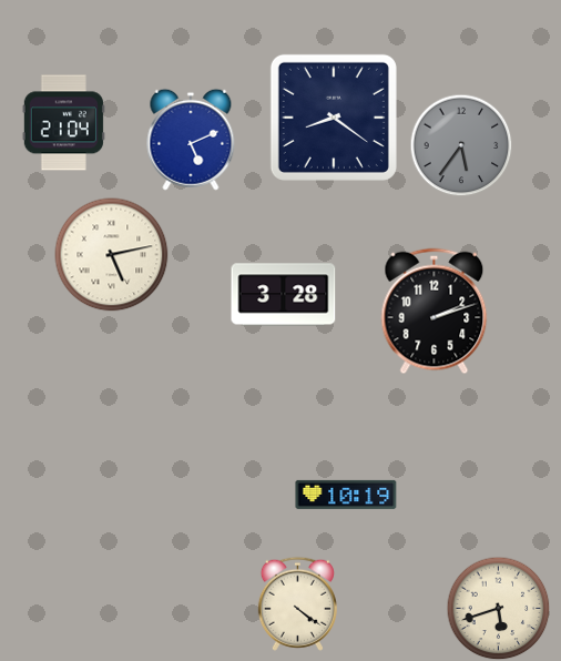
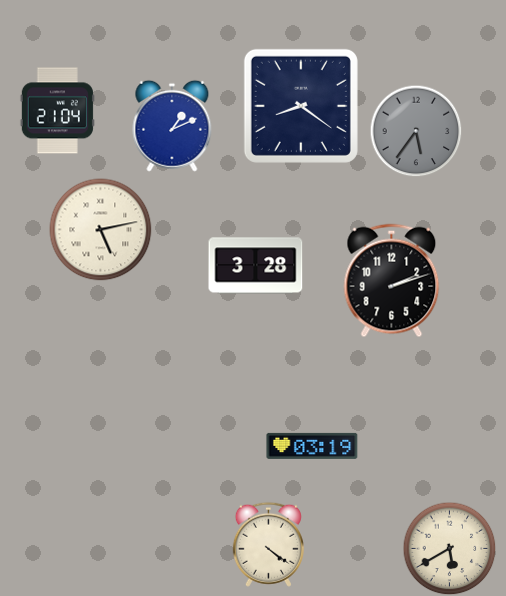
clock at (191, 140): 5:11 -> 1:11
clock at (346, 495): 10:19 -> 03:19
clock at (498, 608): 5:42 -> 5:40
